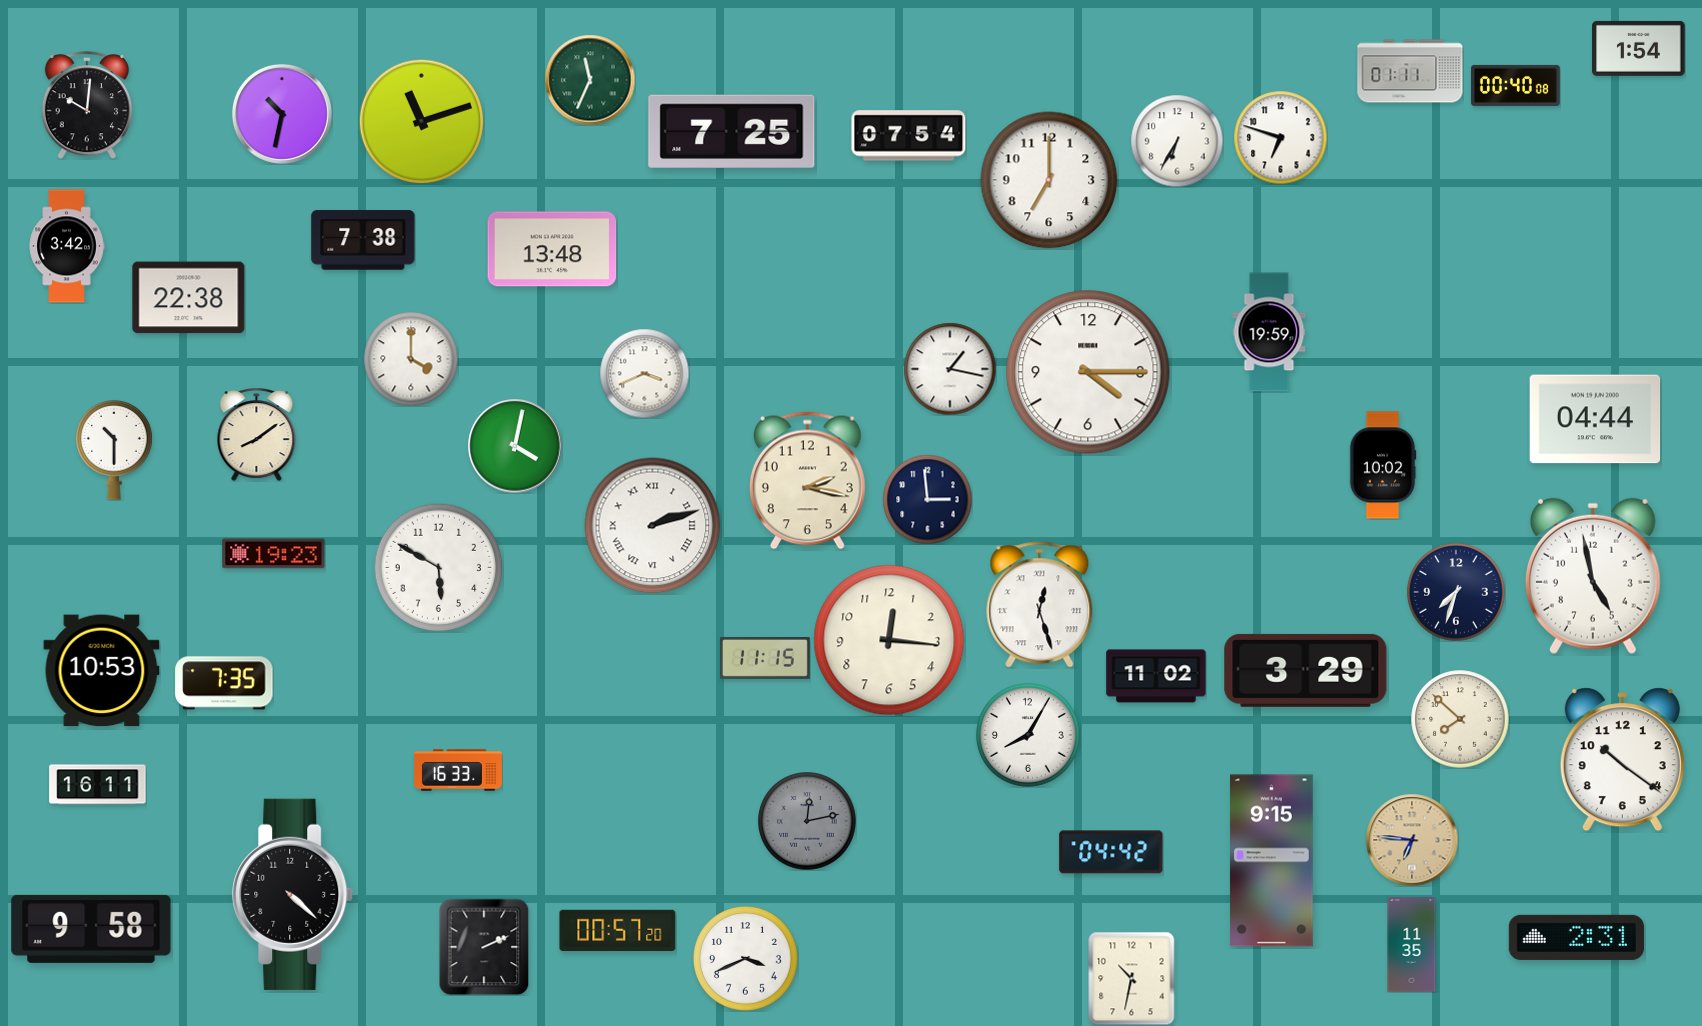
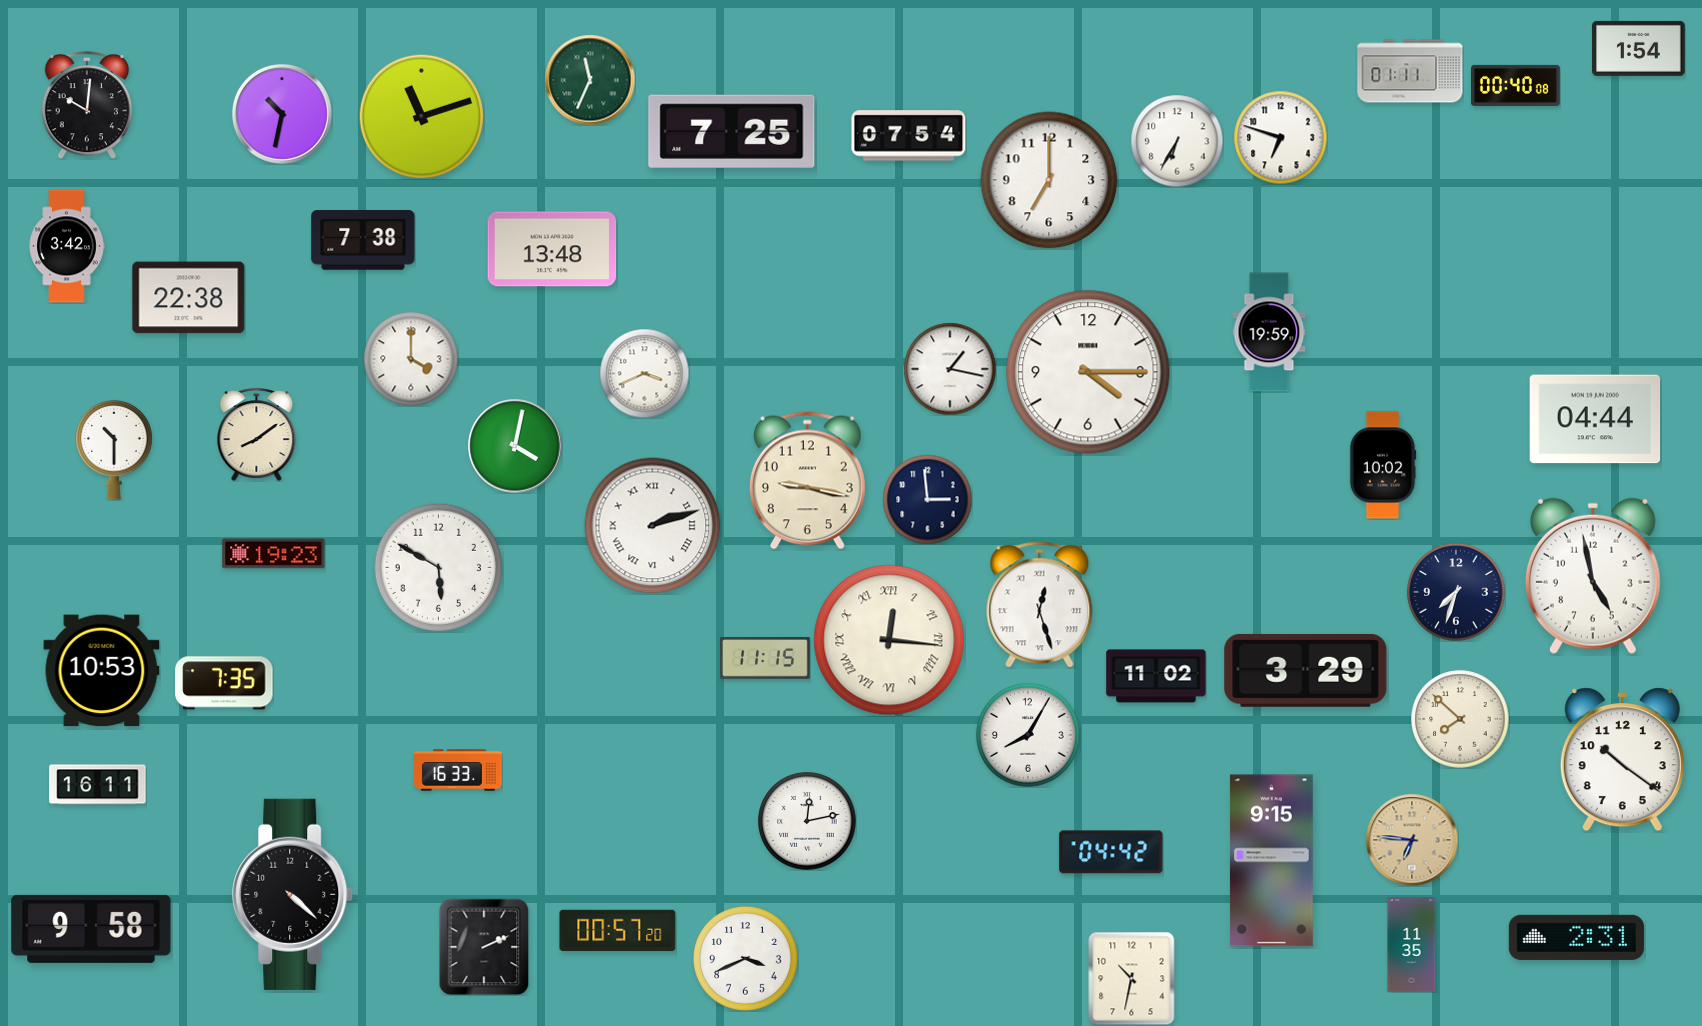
clock at (421, 121) position: (421, 121) -> (421, 116)
clock at (807, 481): 2:17 -> 9:17
clock at (889, 640) numerals: Arabic -> Roman
clock at (807, 821) dial: grey -> white
